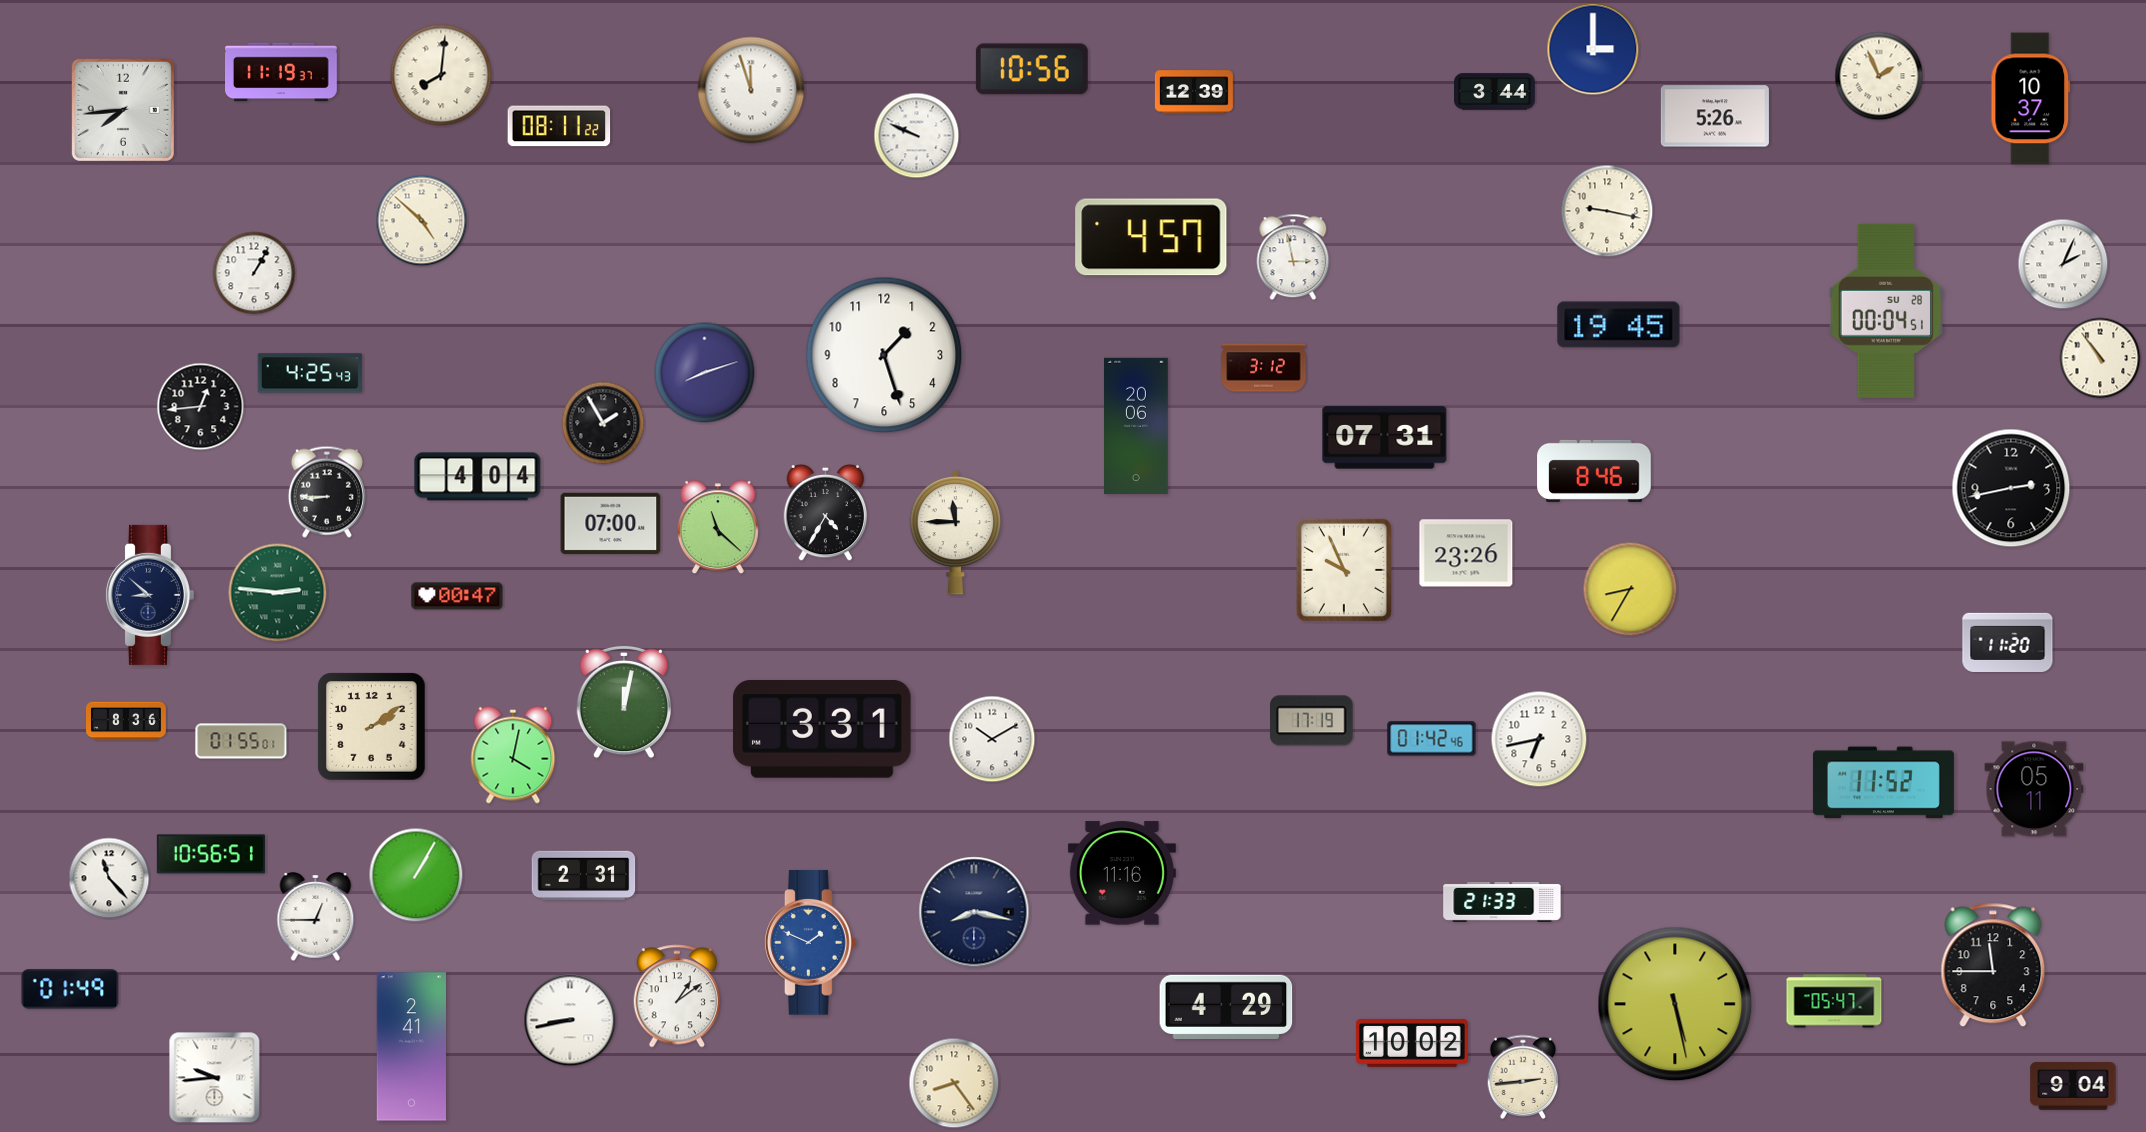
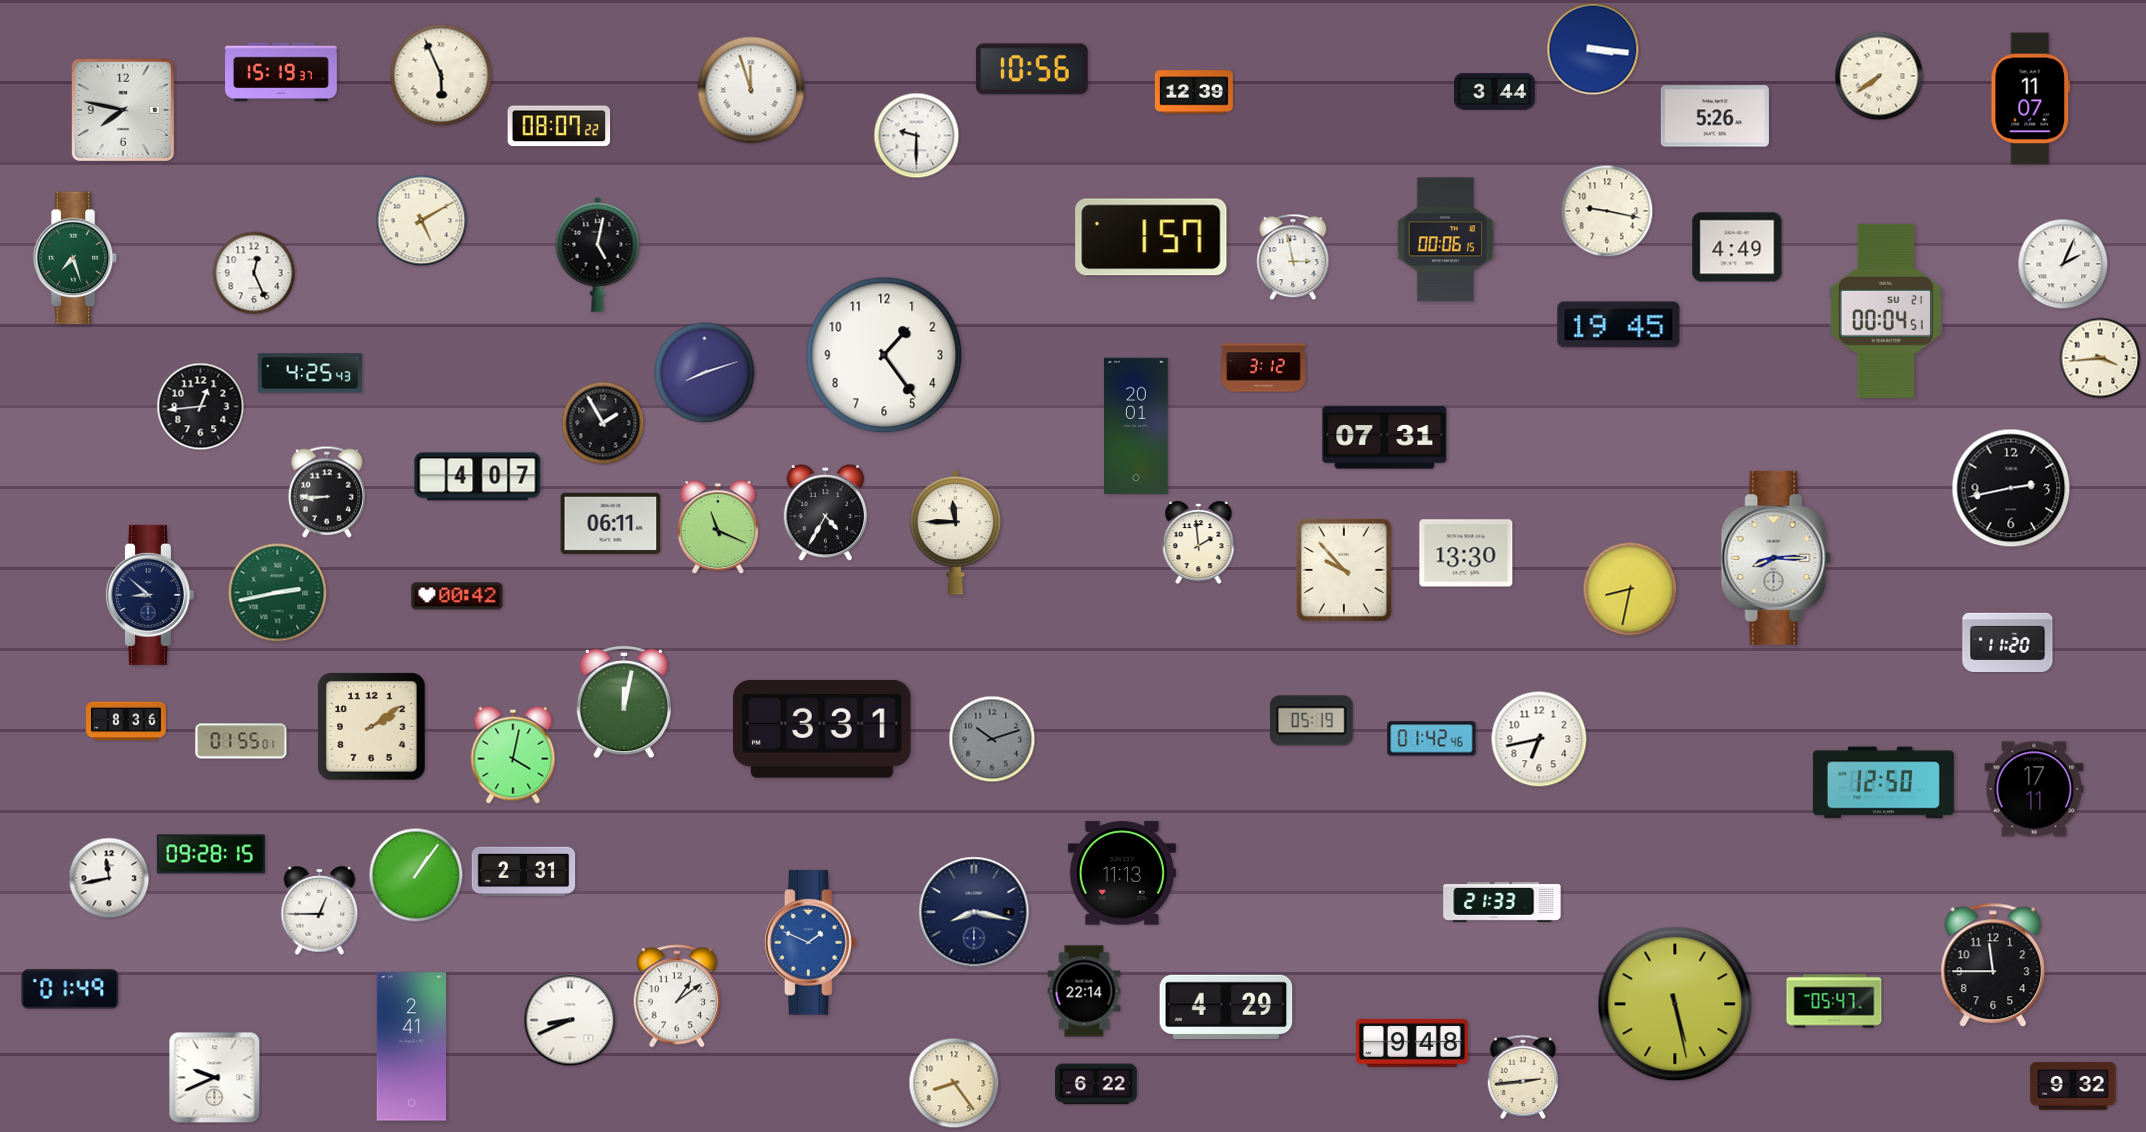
clock at (1593, 49): 3:00 -> 3:16
clock at (282, 72): 11:19 -> 15:19
clock at (441, 75): 8:01 -> 5:56
clock at (1879, 76): 1:56 -> 7:39
clock at (2031, 99): 10:37 -> 11:07
clock at (123, 110): 7:44 -> 7:47
clock at (559, 126): 08:11 -> 08:07
clock at (917, 136): 9:49 -> 9:30
clock at (422, 221): 4:52 -> 5:10
clock at (1151, 237): 4:57 -> 1:57
clock at (1446, 240): none -> 00:06
clock at (1737, 247): none -> 4:49
clock at (598, 254): none -> 5:02
clock at (75, 258): none -> 7:27
clock at (254, 273): 1:05 -> 12:26
clock at (1885, 311) date: SU 28 -> SU 21
clock at (884, 355): 1:27 -> 1:24
clock at (2100, 358): 10:54 -> 3:44
clock at (1136, 425): 20:06 -> 20:01
clock at (1594, 471): 8:46 -> none
clock at (478, 477): 4:04 -> 4:07
clock at (611, 523): 07:00 -> 06:11
clock at (718, 528): 11:22 -> 11:19
clock at (1199, 543): none -> 1:59
clock at (1466, 553): 23:26 -> 13:30
clock at (1776, 558): none -> 8:15
clock at (1344, 570): 9:56 -> 9:53
clock at (1630, 589): 8:35 -> 8:32
clock at (278, 593): 2:46 -> 2:43
clock at (457, 596): 00:47 -> 00:42
clock at (1312, 721): 17:19 -> 05:19
clock at (992, 739): 10:10 -> 10:12
clock at (992, 739) dial: white -> grey
clock at (1883, 783): 11:52 -> 12:50
clock at (2034, 789): 05:11 -> 17:11
clock at (211, 854): 10:56 -> 09:28
clock at (1122, 873): 11:16 -> 11:13
clock at (416, 875): 1:05 -> 1:06
clock at (584, 876) position: (584, 876) -> (524, 872)
clock at (109, 878): 11:23 -> 11:43
clock at (316, 917) position: (316, 917) -> (320, 911)
clock at (1084, 991): none -> 22:14
clock at (570, 1020): 8:43 -> 8:41
clock at (1413, 1043): 10:02 -> 9:48
clock at (215, 1078): 9:44 -> 9:41
clock at (1096, 1084): none -> 6:22
clock at (2073, 1086): 9:04 -> 9:32
